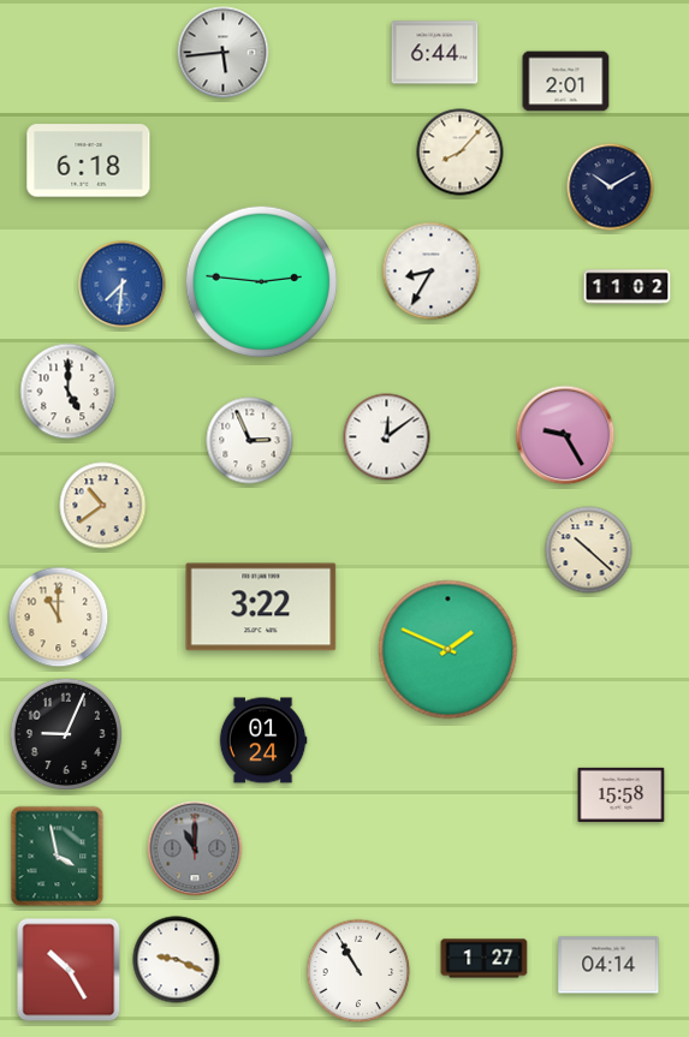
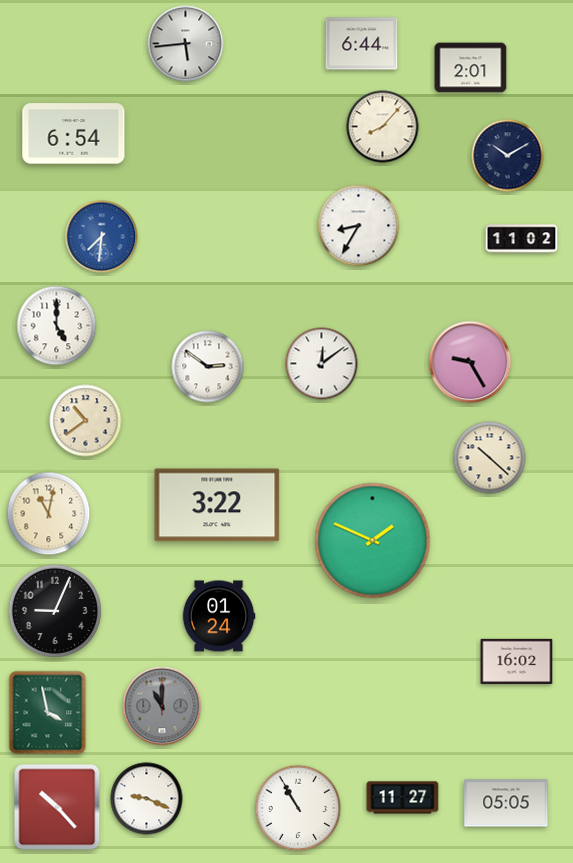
clock at (89, 161): 6:18 -> 6:54
clock at (262, 282): 2:46 -> none
clock at (250, 441): 2:56 -> 2:51
clock at (59, 618): 11:00 -> 11:02
clock at (622, 794): 15:58 -> 16:02
clock at (485, 959): 1:27 -> 11:27
clock at (608, 965): 04:14 -> 05:05
clock at (69, 970): 10:25 -> 10:23
